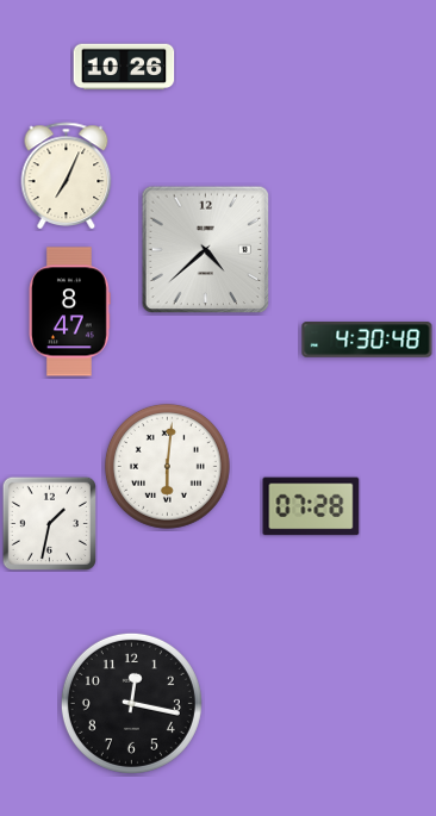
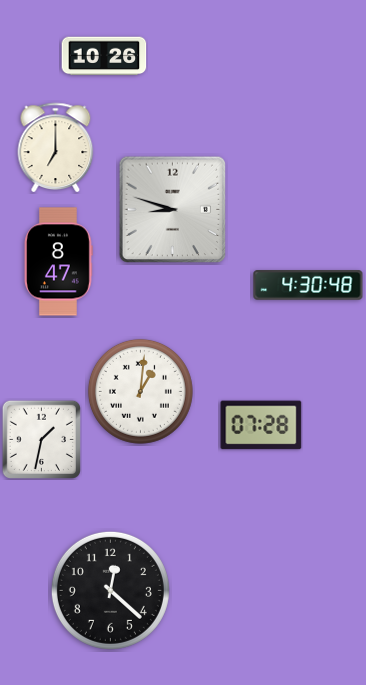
clock at (67, 175): 7:04 -> 7:00
clock at (206, 250): 4:38 -> 8:48
clock at (167, 466): 6:01 -> 1:01
clock at (131, 703): 12:17 -> 12:22
